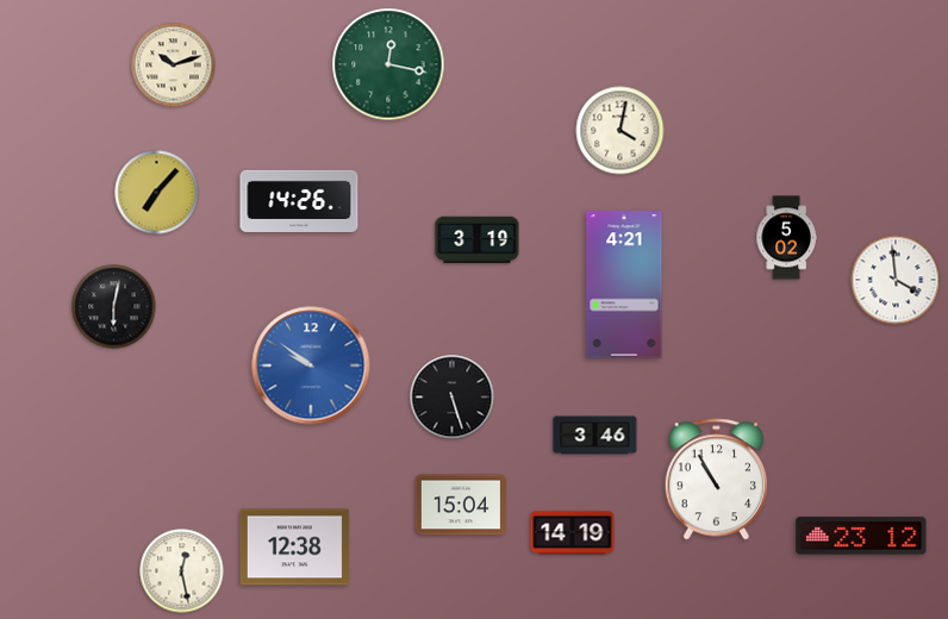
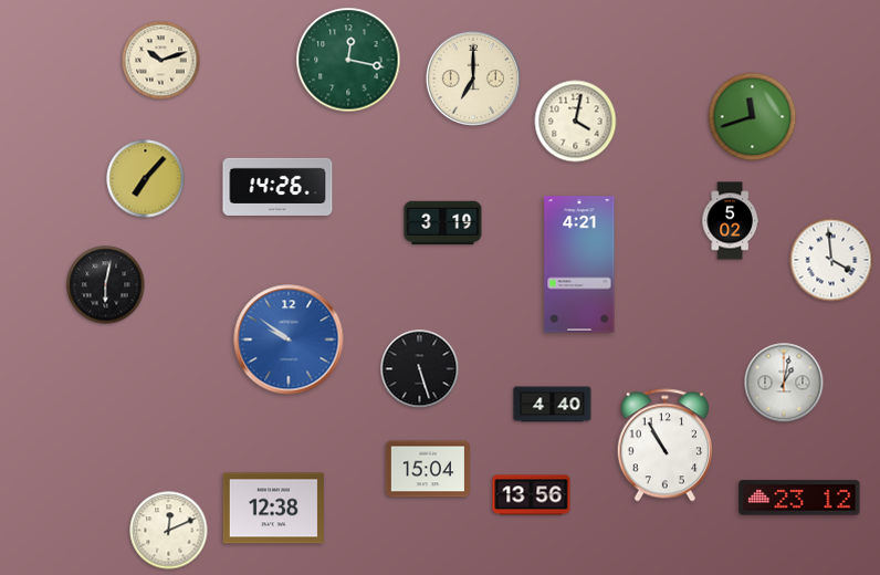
clock at (388, 64) position: (388, 64) -> (348, 60)
clock at (473, 79): none -> 7:00
clock at (753, 117): none -> 11:42
clock at (784, 383): none -> 1:02
clock at (595, 436): 3:46 -> 4:40
clock at (573, 533): 14:19 -> 13:56
clock at (182, 571): 12:28 -> 12:11
